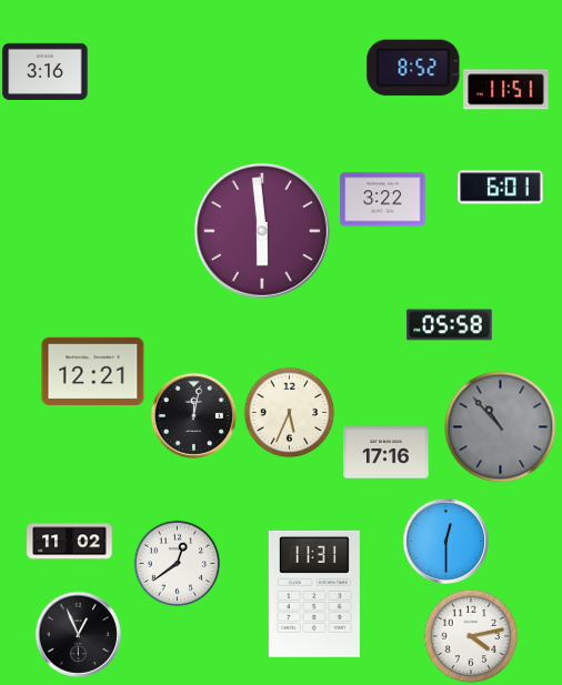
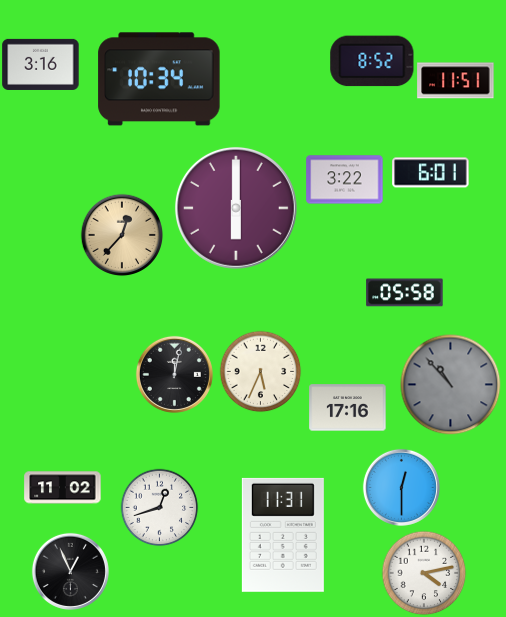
clock at (159, 79): none -> 10:34
clock at (501, 188) position: (501, 188) -> (431, 173)
clock at (262, 231): 5:59 -> 6:00
clock at (122, 235): none -> 12:37
clock at (93, 371): 12:21 -> none
clock at (177, 563): 12:39 -> 12:42
